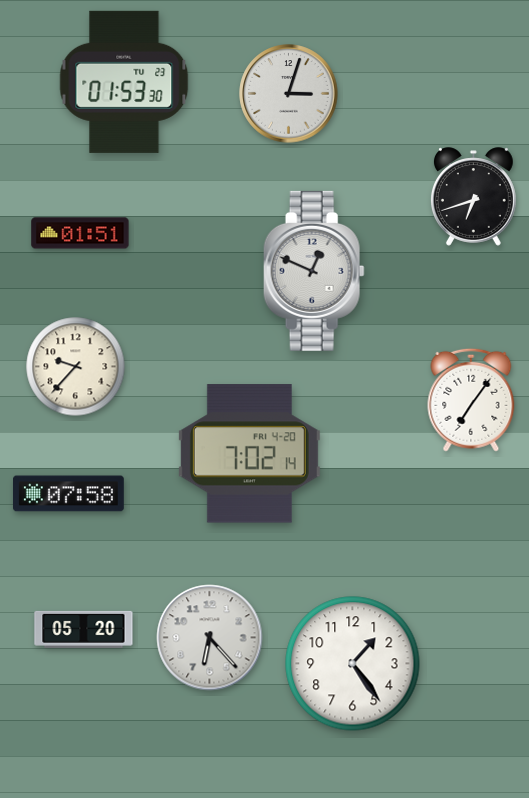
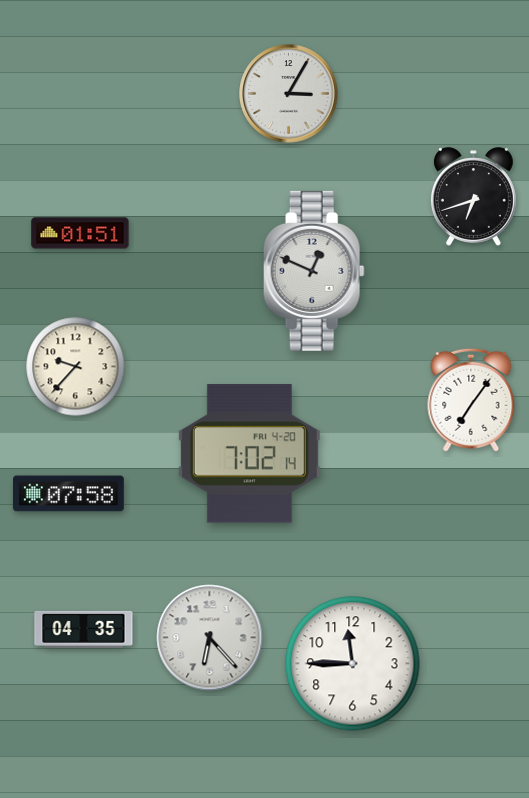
clock at (124, 82): 01:53 -> none
clock at (289, 94): 3:03 -> 3:05
clock at (84, 629): 05:20 -> 04:35
clock at (353, 664): 1:24 -> 11:45
